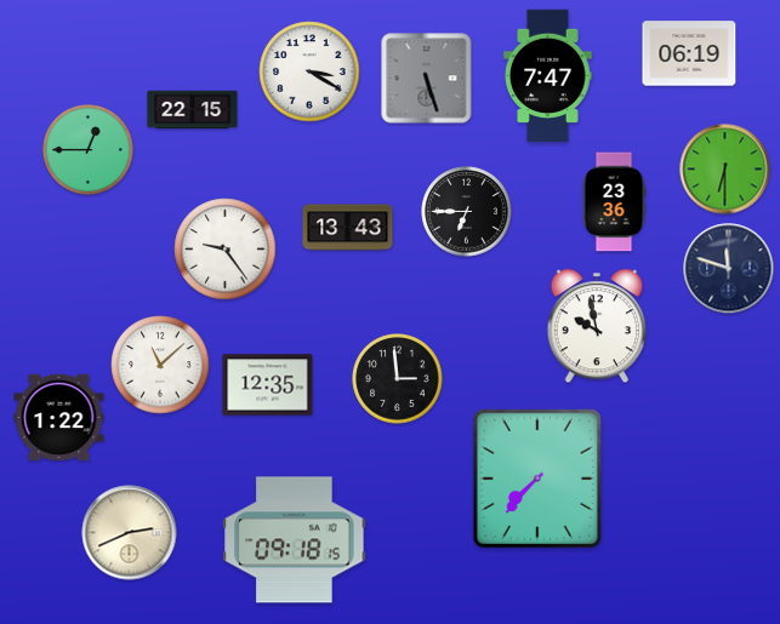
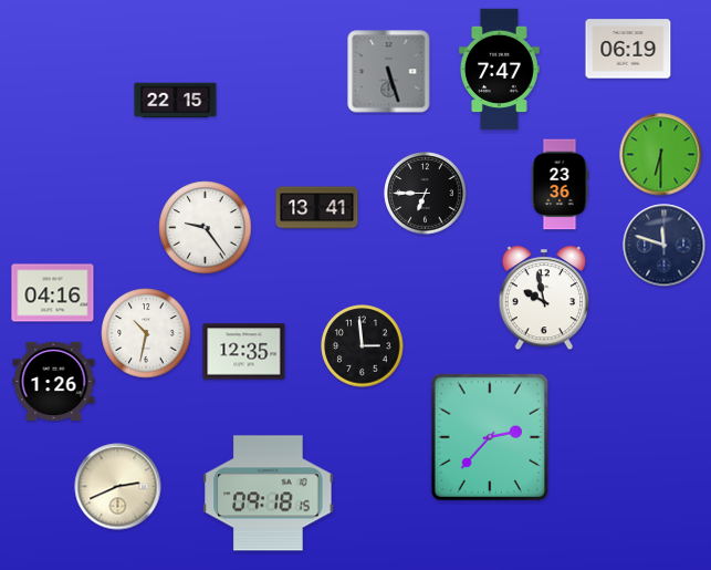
clock at (309, 71): 3:20 -> none
clock at (89, 150): 12:45 -> none
clock at (348, 228): 13:43 -> 13:41
clock at (53, 293): none -> 04:16
clock at (160, 365): 11:08 -> 10:32
clock at (59, 418): 1:22 -> 1:26
clock at (537, 477): 7:37 -> 2:37
